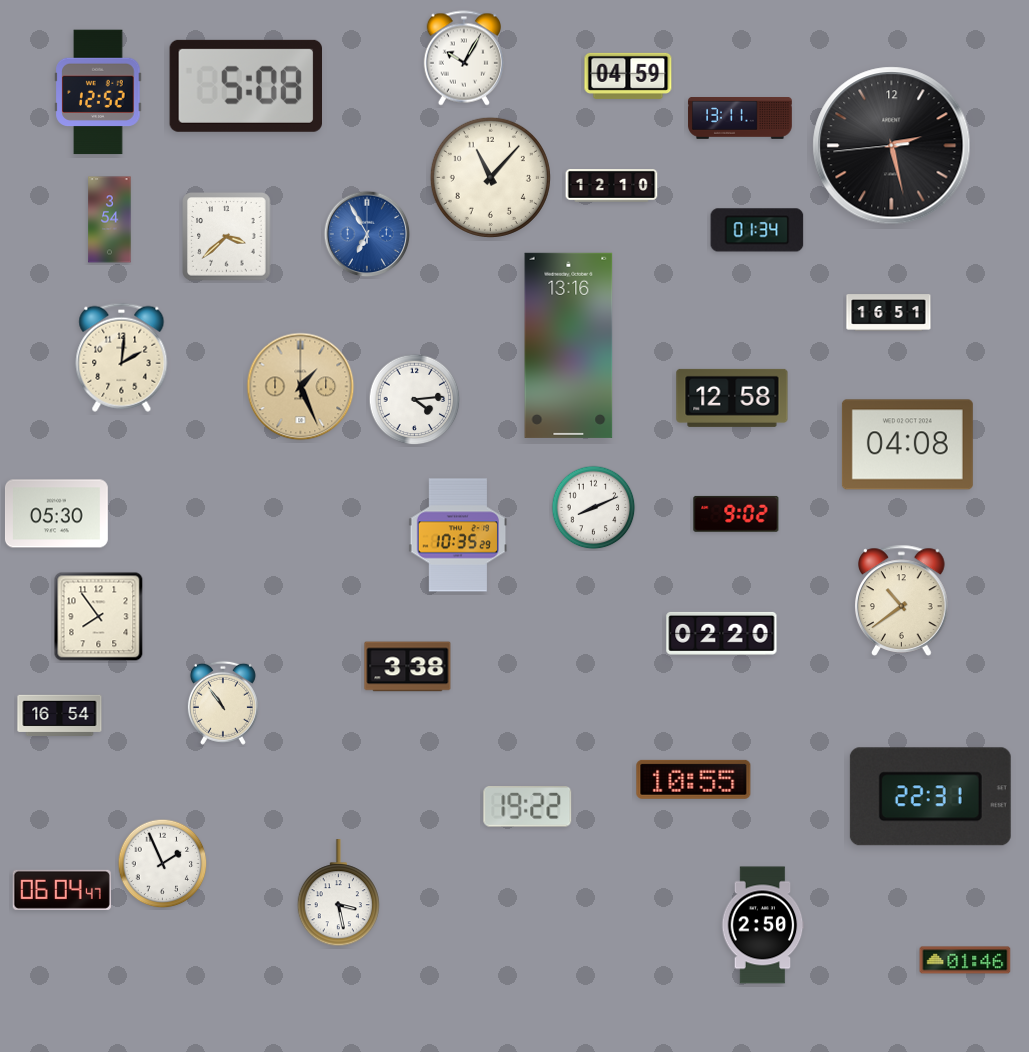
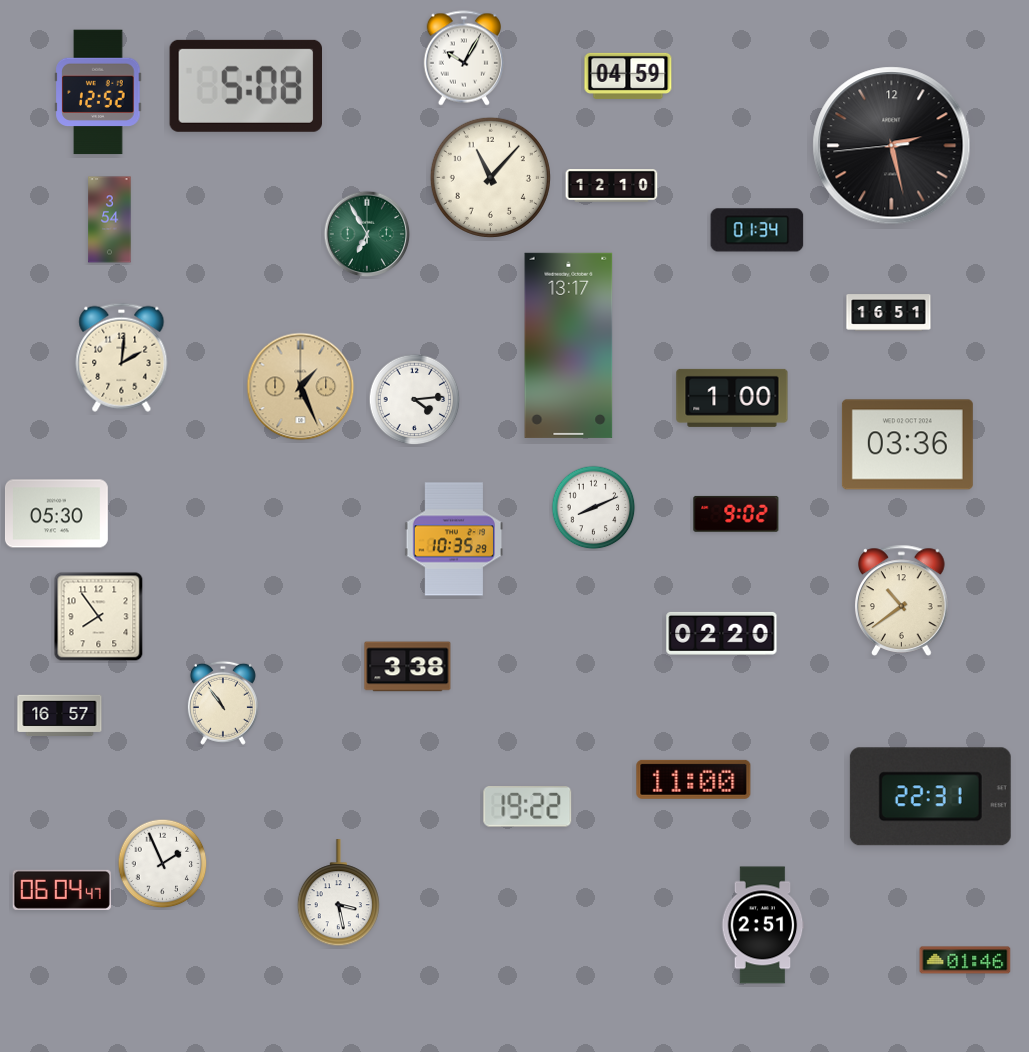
clock at (740, 119): 13:11 -> none
clock at (367, 234) dial: blue -> green
clock at (227, 237): 3:38 -> none
clock at (569, 345): 13:16 -> 13:17
clock at (732, 398): 12:58 -> 1:00
clock at (907, 445): 04:08 -> 03:36
clock at (458, 535) position: (458, 535) -> (454, 539)
clock at (60, 716): 16:54 -> 16:57
clock at (694, 779): 10:55 -> 11:00
clock at (763, 925): 2:50 -> 2:51
